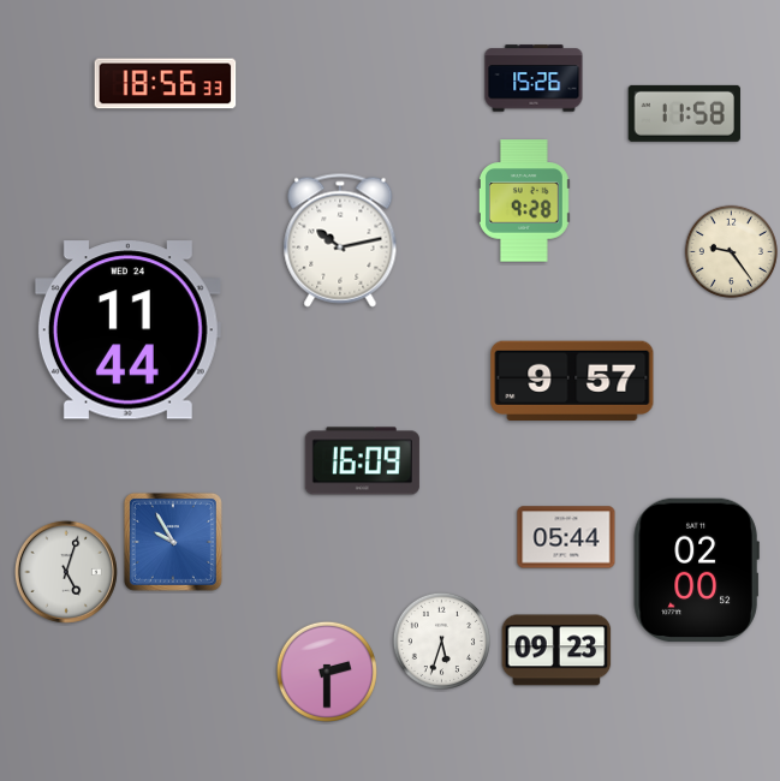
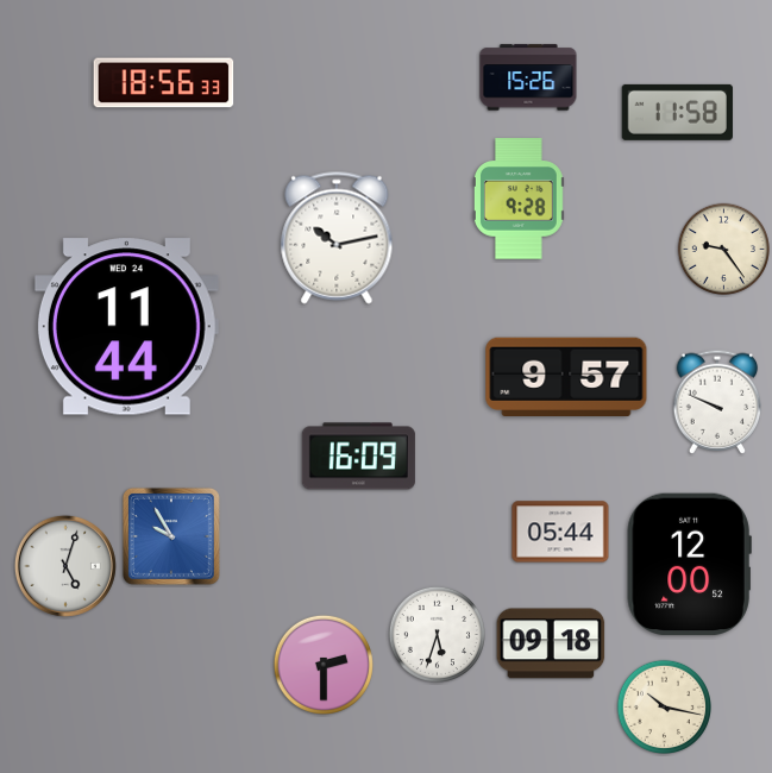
clock at (717, 402): none -> 9:49
clock at (696, 571): 02:00 -> 12:00
clock at (556, 650): 09:23 -> 09:18
clock at (664, 706): none -> 10:17
